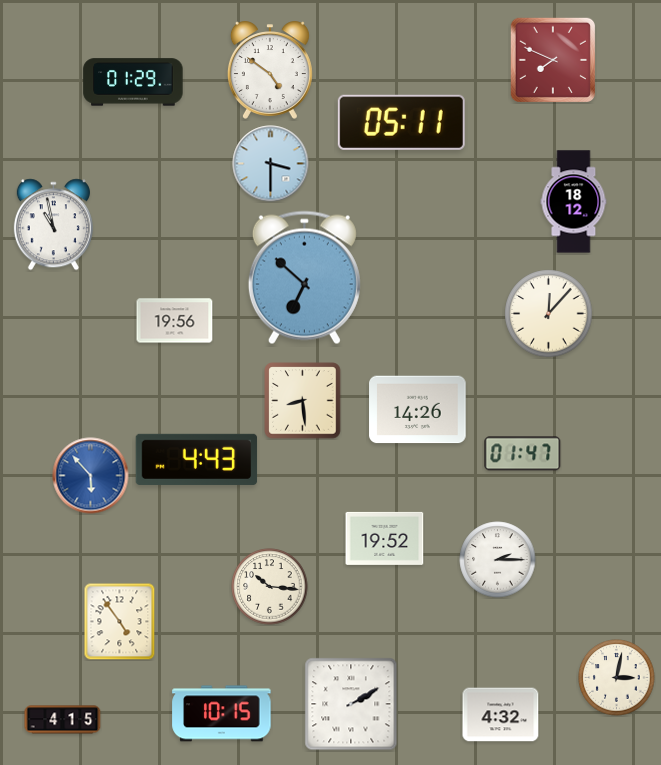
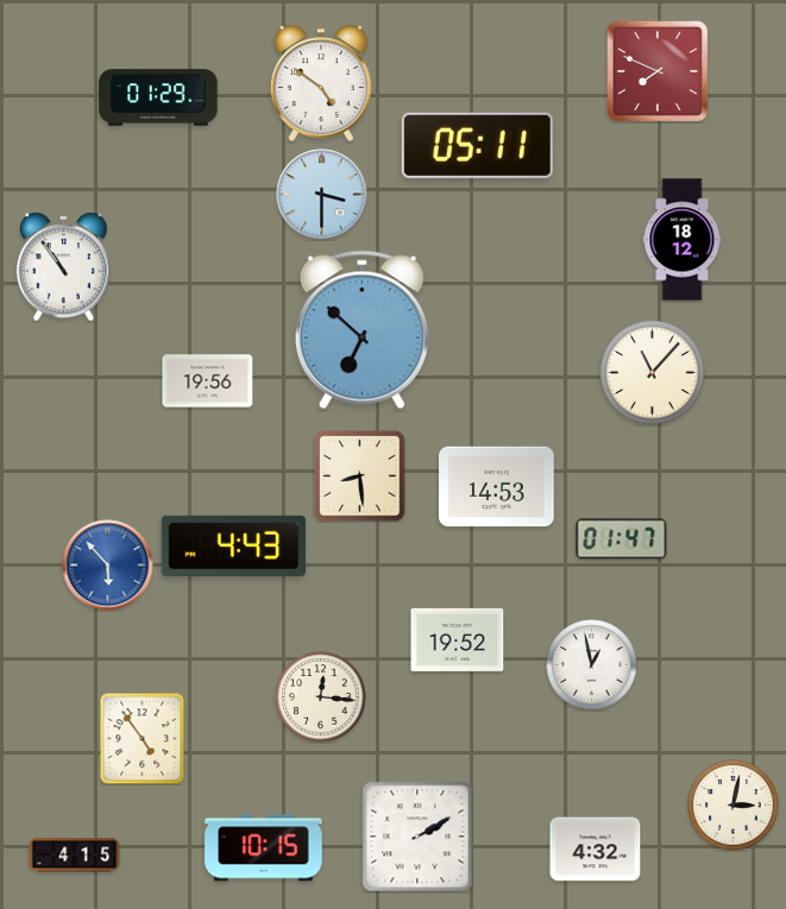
clock at (53, 225): 10:58 -> 10:54
clock at (549, 314): 12:07 -> 11:07
clock at (418, 410): 14:26 -> 14:53
clock at (498, 560): 2:15 -> 12:58
clock at (270, 587): 10:16 -> 12:16
